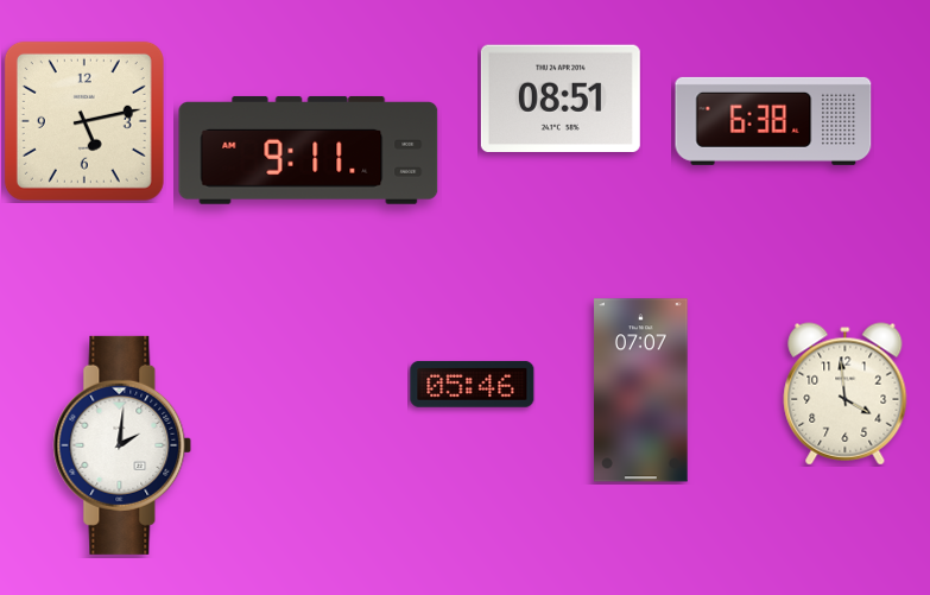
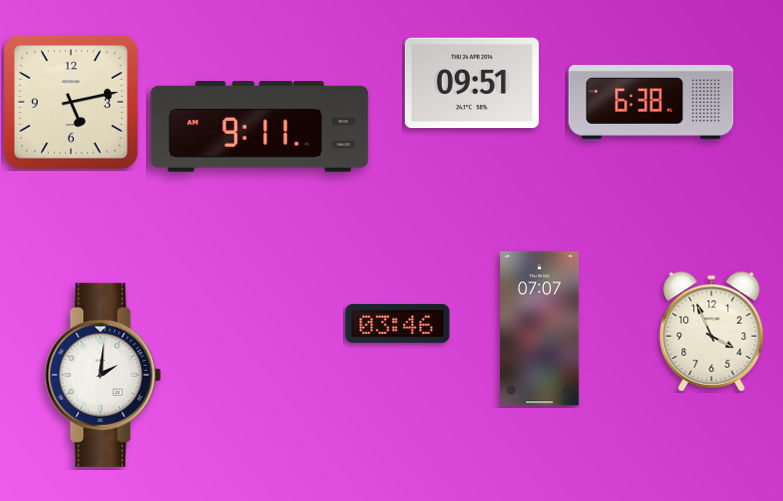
clock at (561, 99): 08:51 -> 09:51
clock at (473, 384): 05:46 -> 03:46
clock at (846, 394): 3:59 -> 3:56
